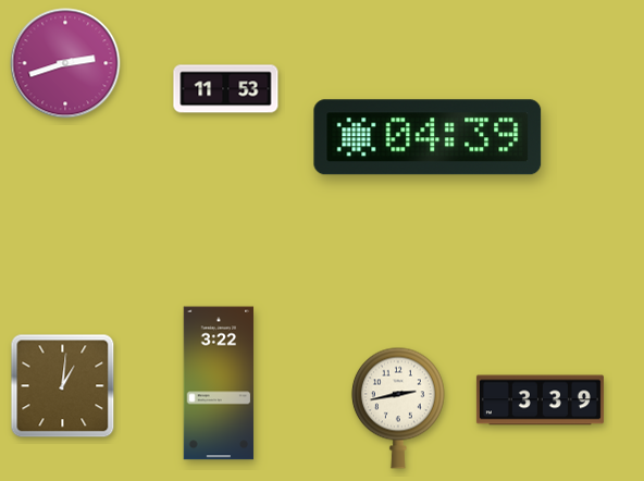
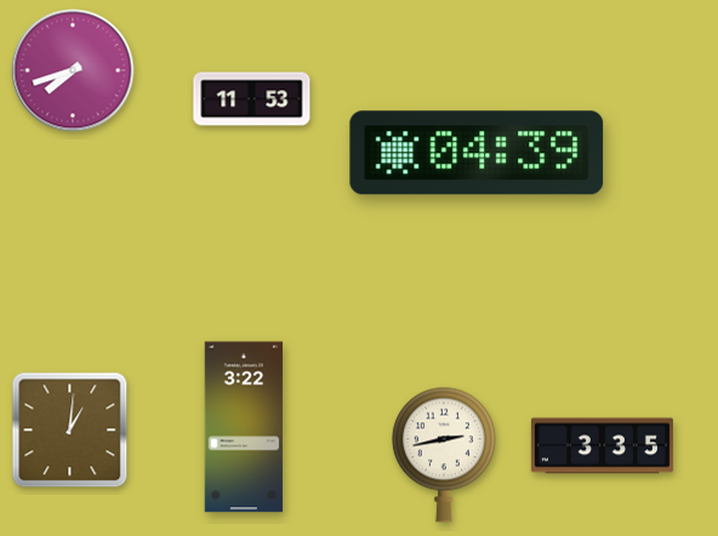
clock at (65, 63): 2:42 -> 7:42
clock at (540, 400): 3:39 -> 3:35
